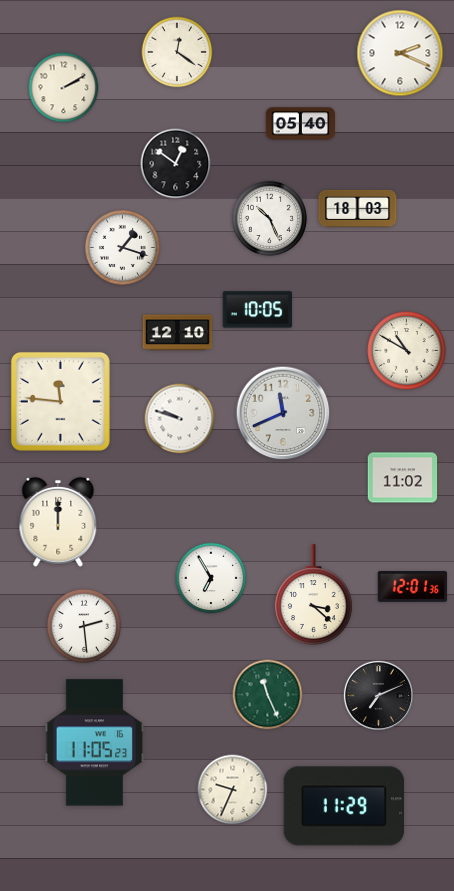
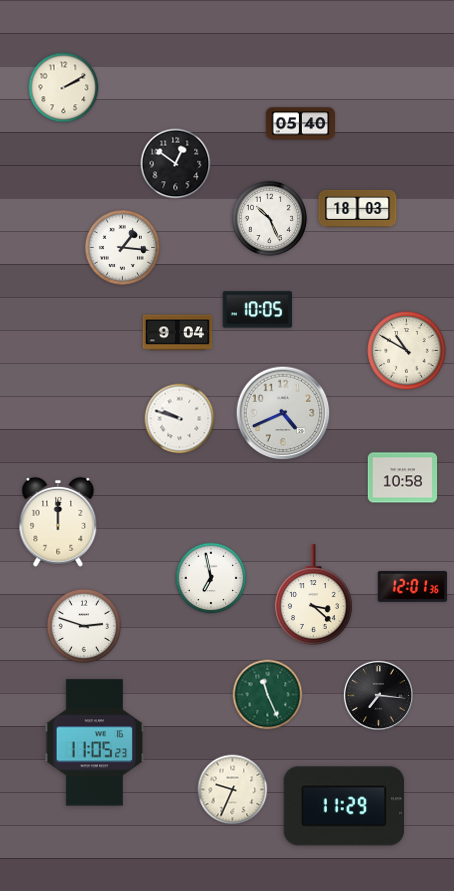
clock at (177, 52): 12:21 -> none
clock at (400, 53): 2:19 -> none
clock at (122, 247): 1:18 -> 1:16
clock at (178, 333): 12:10 -> 9:04
clock at (60, 401): 11:46 -> none
clock at (283, 413): 11:41 -> 4:41
clock at (403, 478): 11:02 -> 10:58
clock at (211, 578): 6:55 -> 6:58
clock at (83, 625): 2:29 -> 2:48
clock at (378, 695): 7:11 -> 7:16
